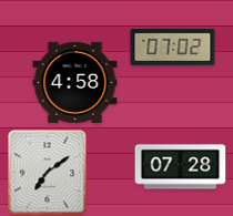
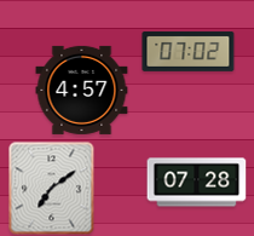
clock at (75, 82): 4:58 -> 4:57
